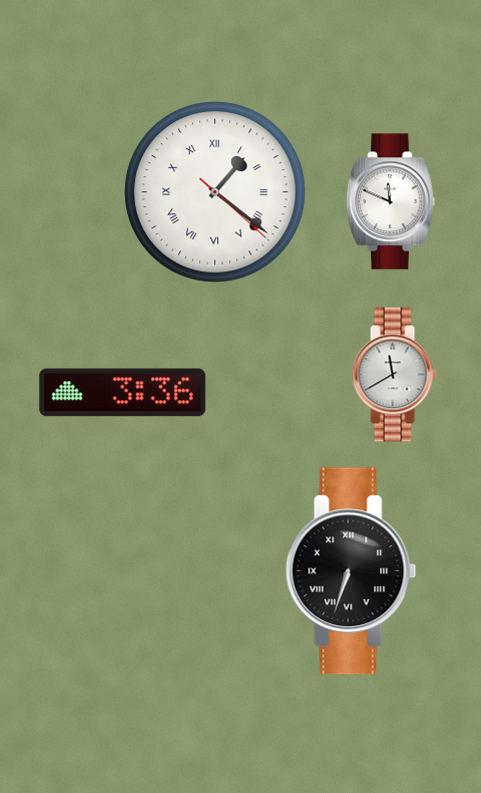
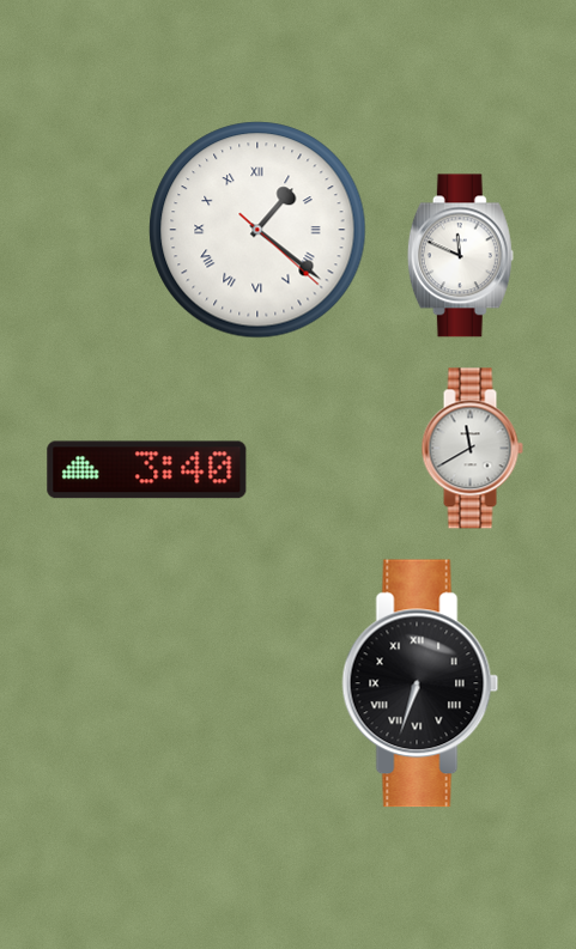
clock at (390, 202) position: (390, 202) -> (460, 256)
clock at (123, 393): 3:36 -> 3:40
